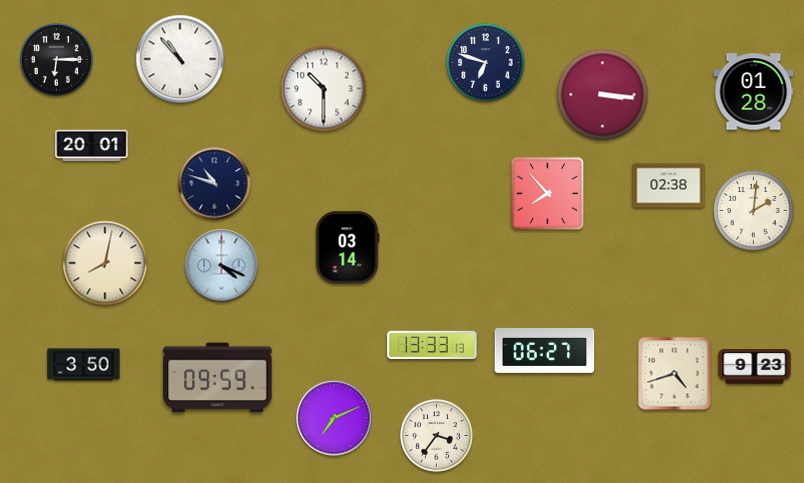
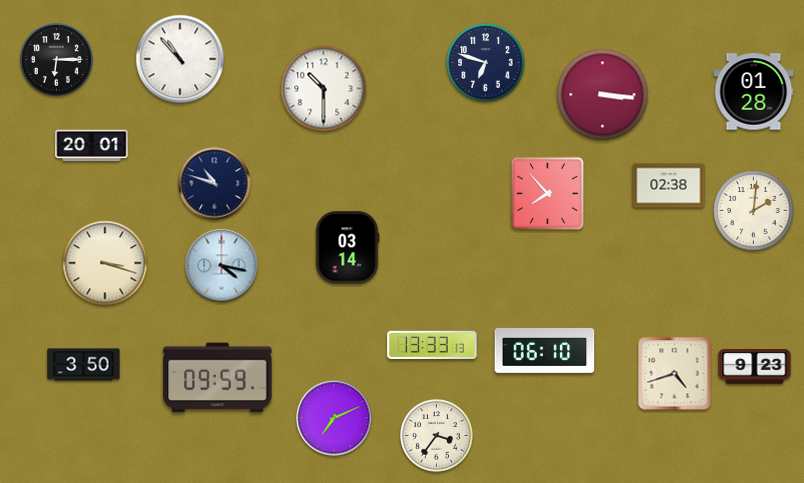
clock at (105, 263): 8:02 -> 3:18
clock at (222, 266): 4:19 -> 4:17
clock at (545, 350): 06:27 -> 06:10
